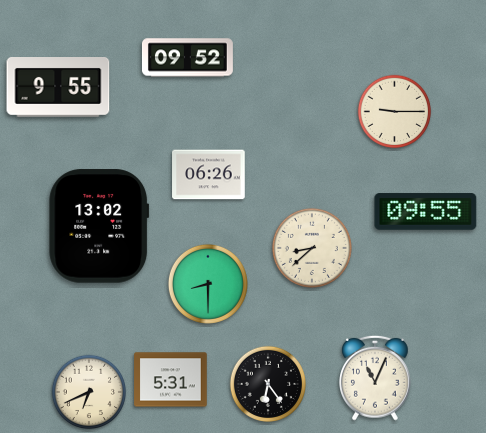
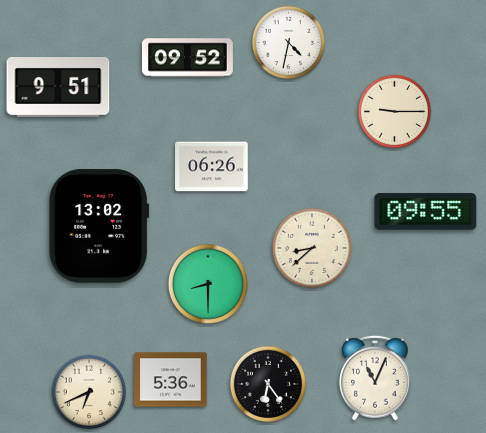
clock at (289, 43): none -> 4:32
clock at (58, 88): 9:55 -> 9:51
clock at (209, 175) position: (209, 175) -> (212, 167)
clock at (171, 380): 5:31 -> 5:36
